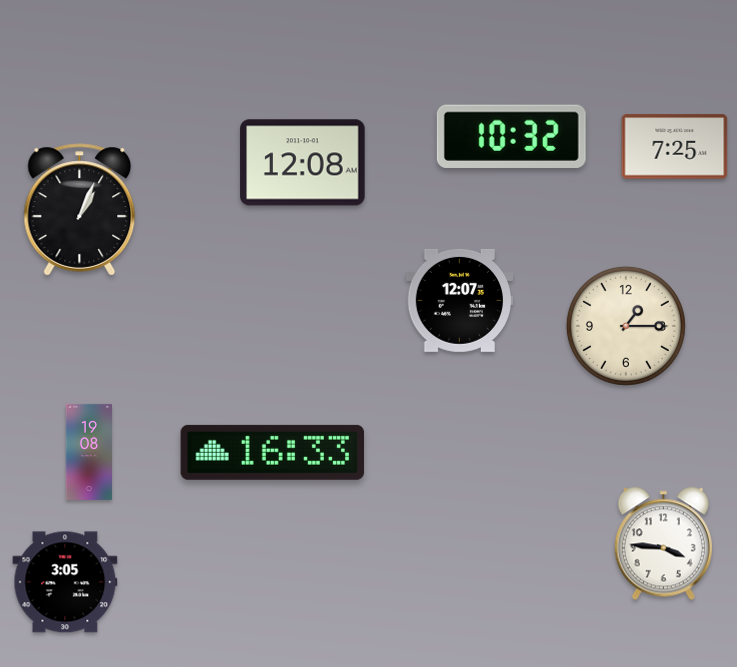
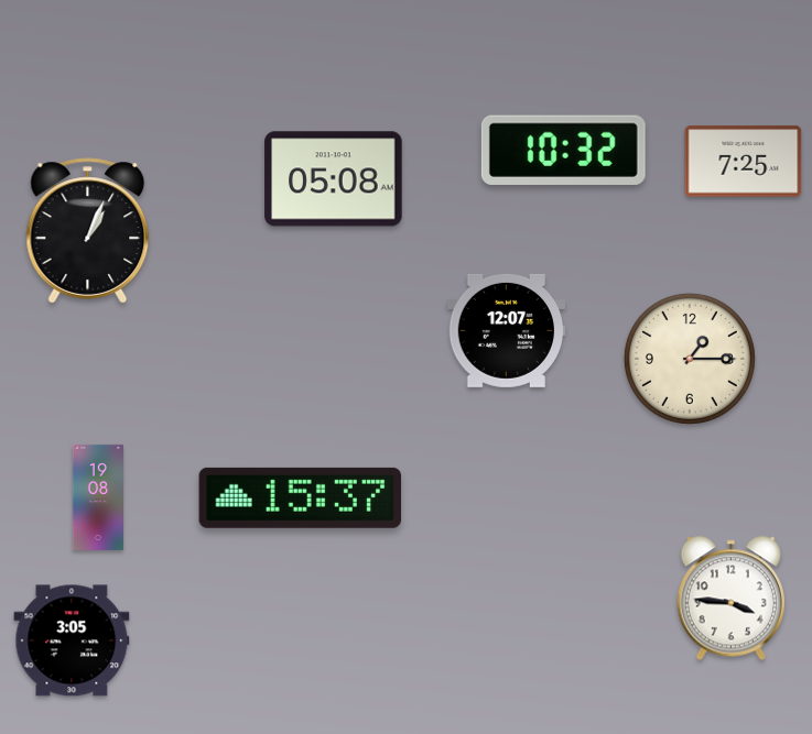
clock at (303, 163): 12:08 -> 05:08
clock at (273, 452): 16:33 -> 15:37
